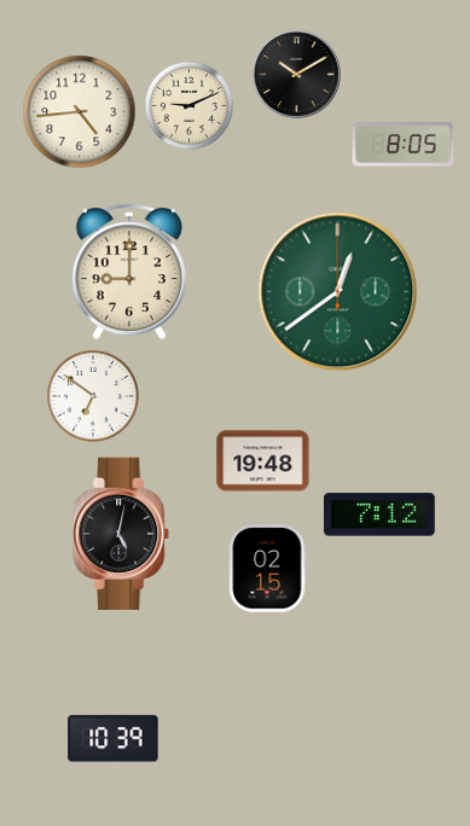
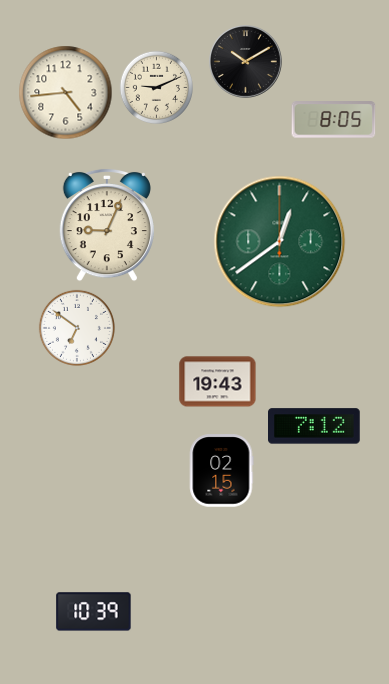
clock at (129, 272): 9:00 -> 9:04
clock at (263, 461): 19:48 -> 19:43
clock at (122, 533): 5:02 -> none
